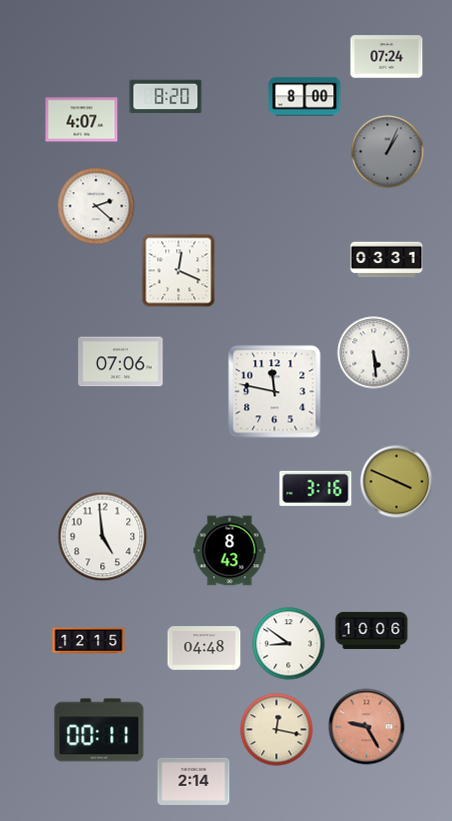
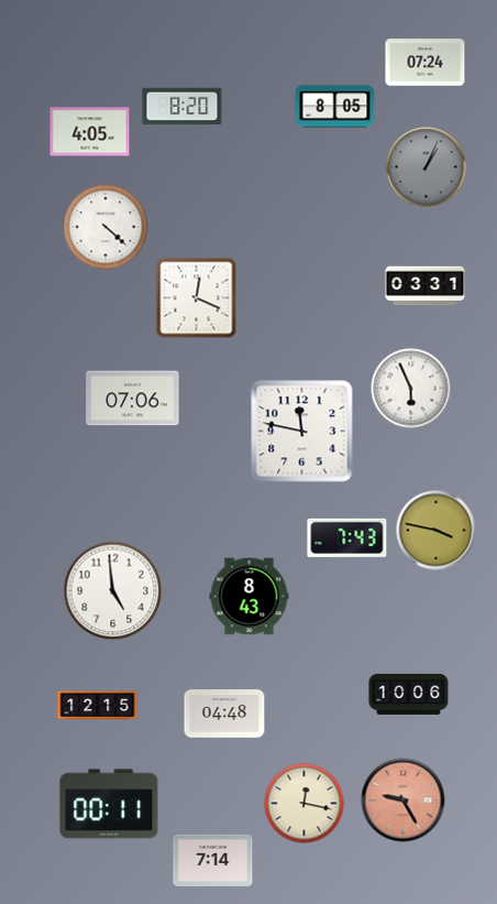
clock at (305, 97): 8:00 -> 8:05
clock at (82, 120): 4:07 -> 4:05
clock at (96, 206): 2:22 -> 4:22
clock at (374, 353): 5:29 -> 5:56
clock at (397, 482): 3:49 -> 3:47
clock at (316, 488): 3:16 -> 7:43
clock at (230, 551) position: (230, 551) -> (250, 597)
clock at (289, 644): 8:51 -> none
clock at (194, 781): 2:14 -> 7:14
